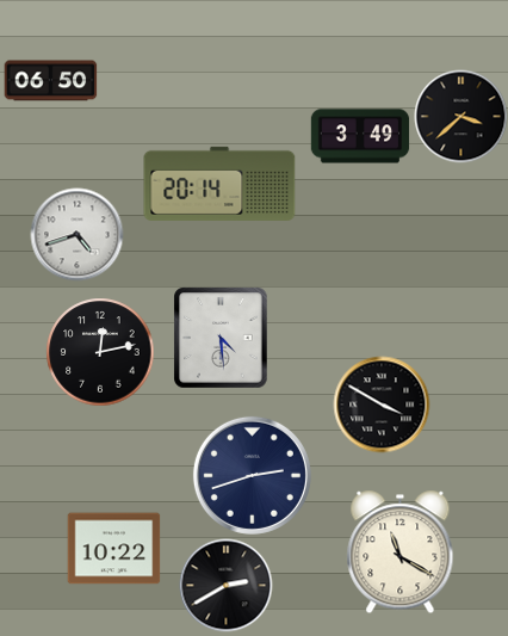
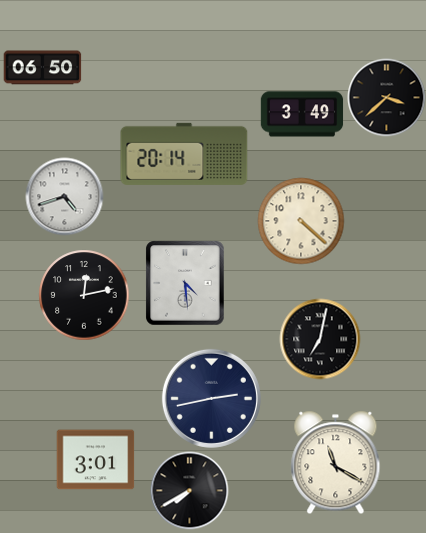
clock at (301, 221): none -> 4:22
clock at (382, 405): 3:50 -> 7:02
clock at (252, 475): 2:42 -> 2:43
clock at (113, 549): 10:22 -> 3:01
clock at (225, 585): 2:40 -> 7:40
